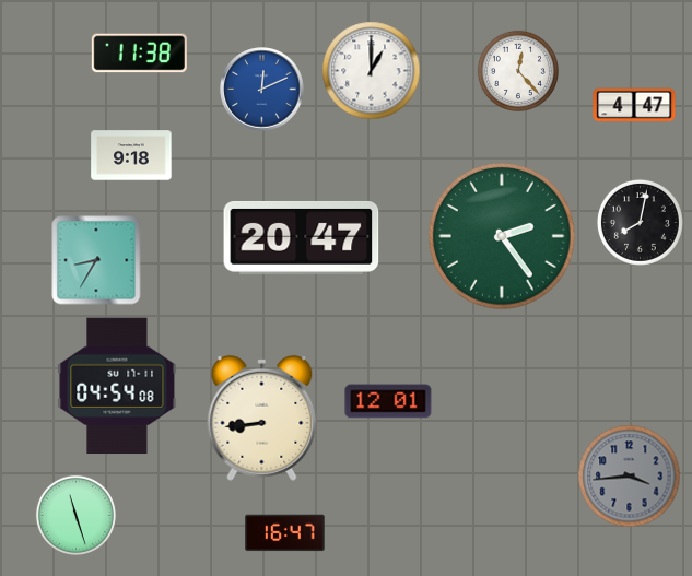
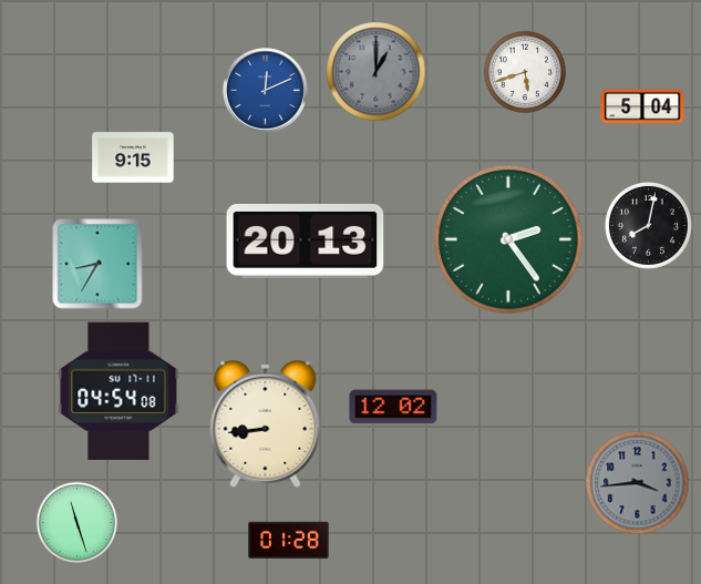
clock at (139, 54): 11:38 -> none
clock at (372, 71) dial: white -> grey
clock at (518, 71): 12:23 -> 5:42
clock at (634, 105): 4:47 -> 5:04
clock at (131, 155): 9:18 -> 9:15
clock at (302, 237): 20:47 -> 20:13
clock at (388, 401): 12:01 -> 12:02
clock at (285, 533): 16:47 -> 01:28
